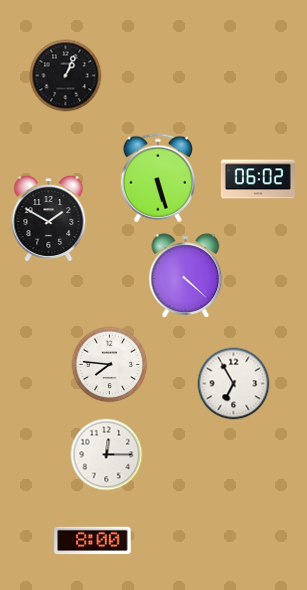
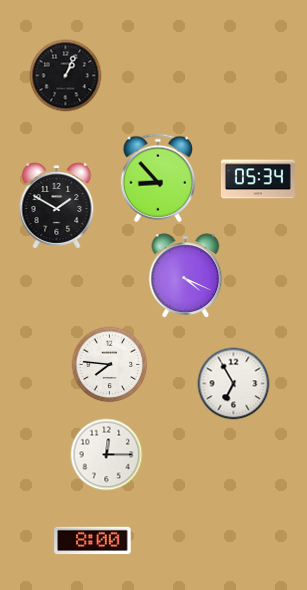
clock at (157, 178): 5:27 -> 8:53
clock at (258, 179): 06:02 -> 05:34
clock at (49, 219) position: (49, 219) -> (57, 206)
clock at (186, 276): 4:22 -> 4:19
